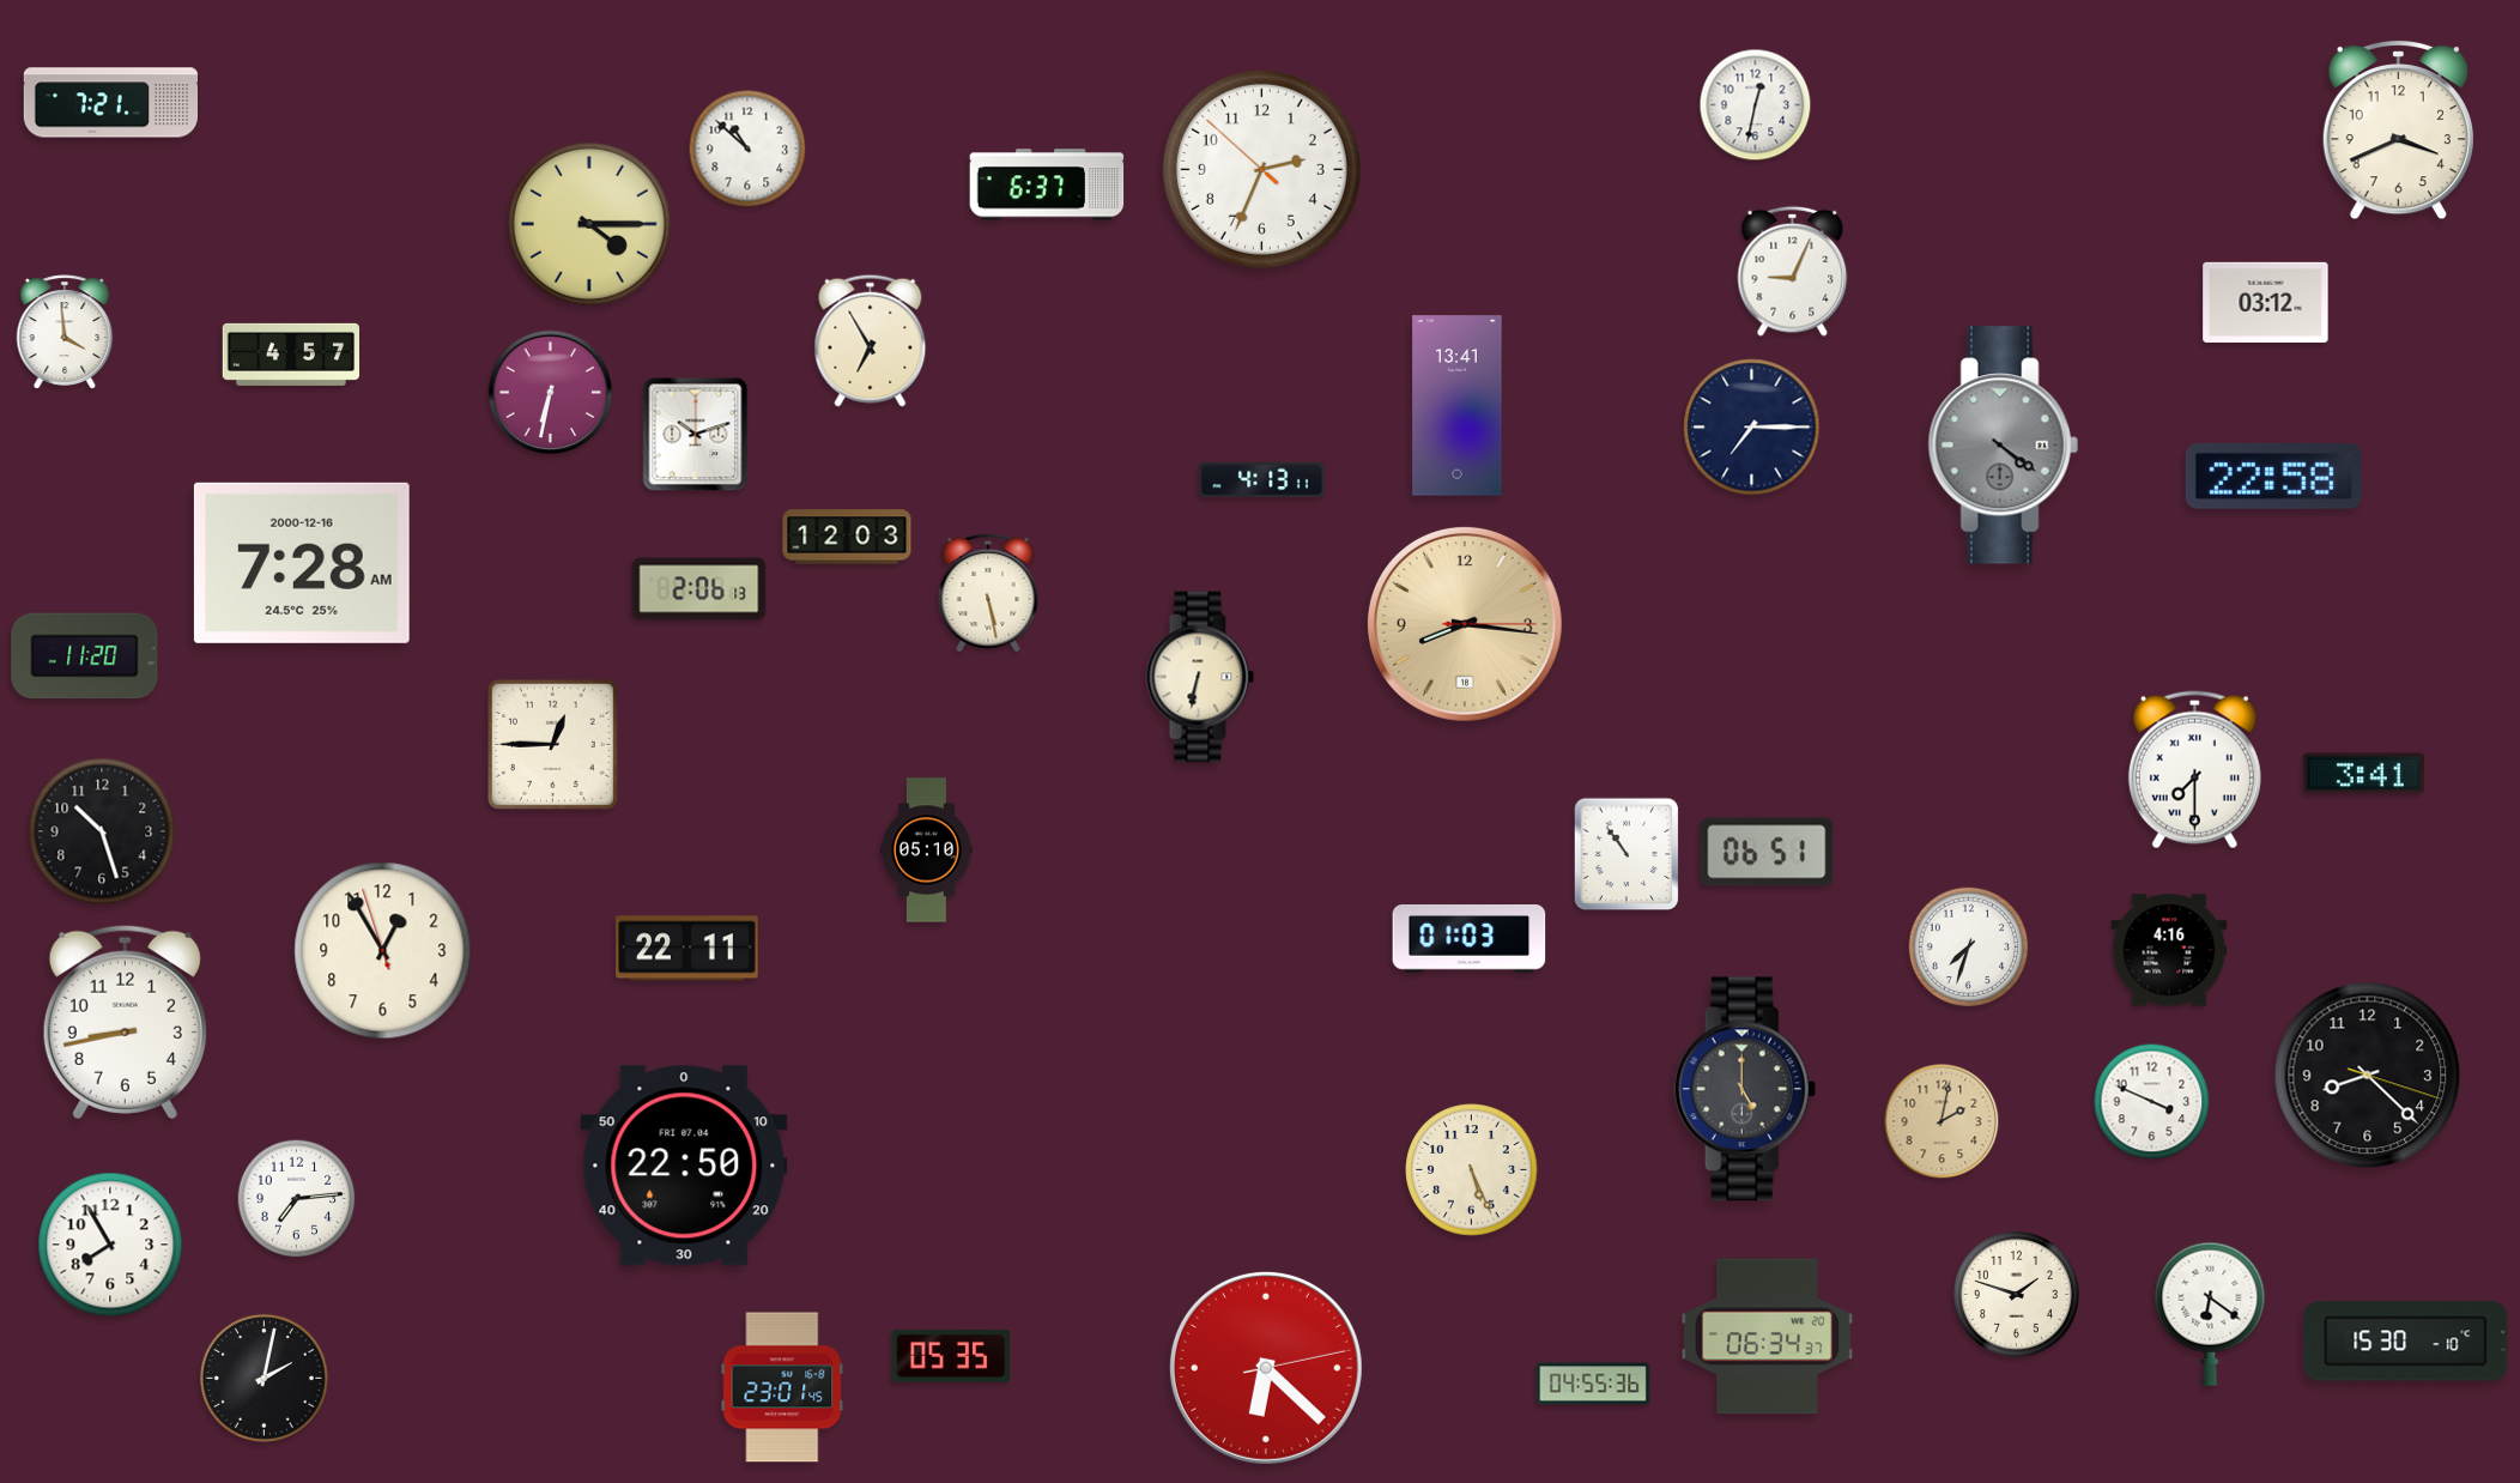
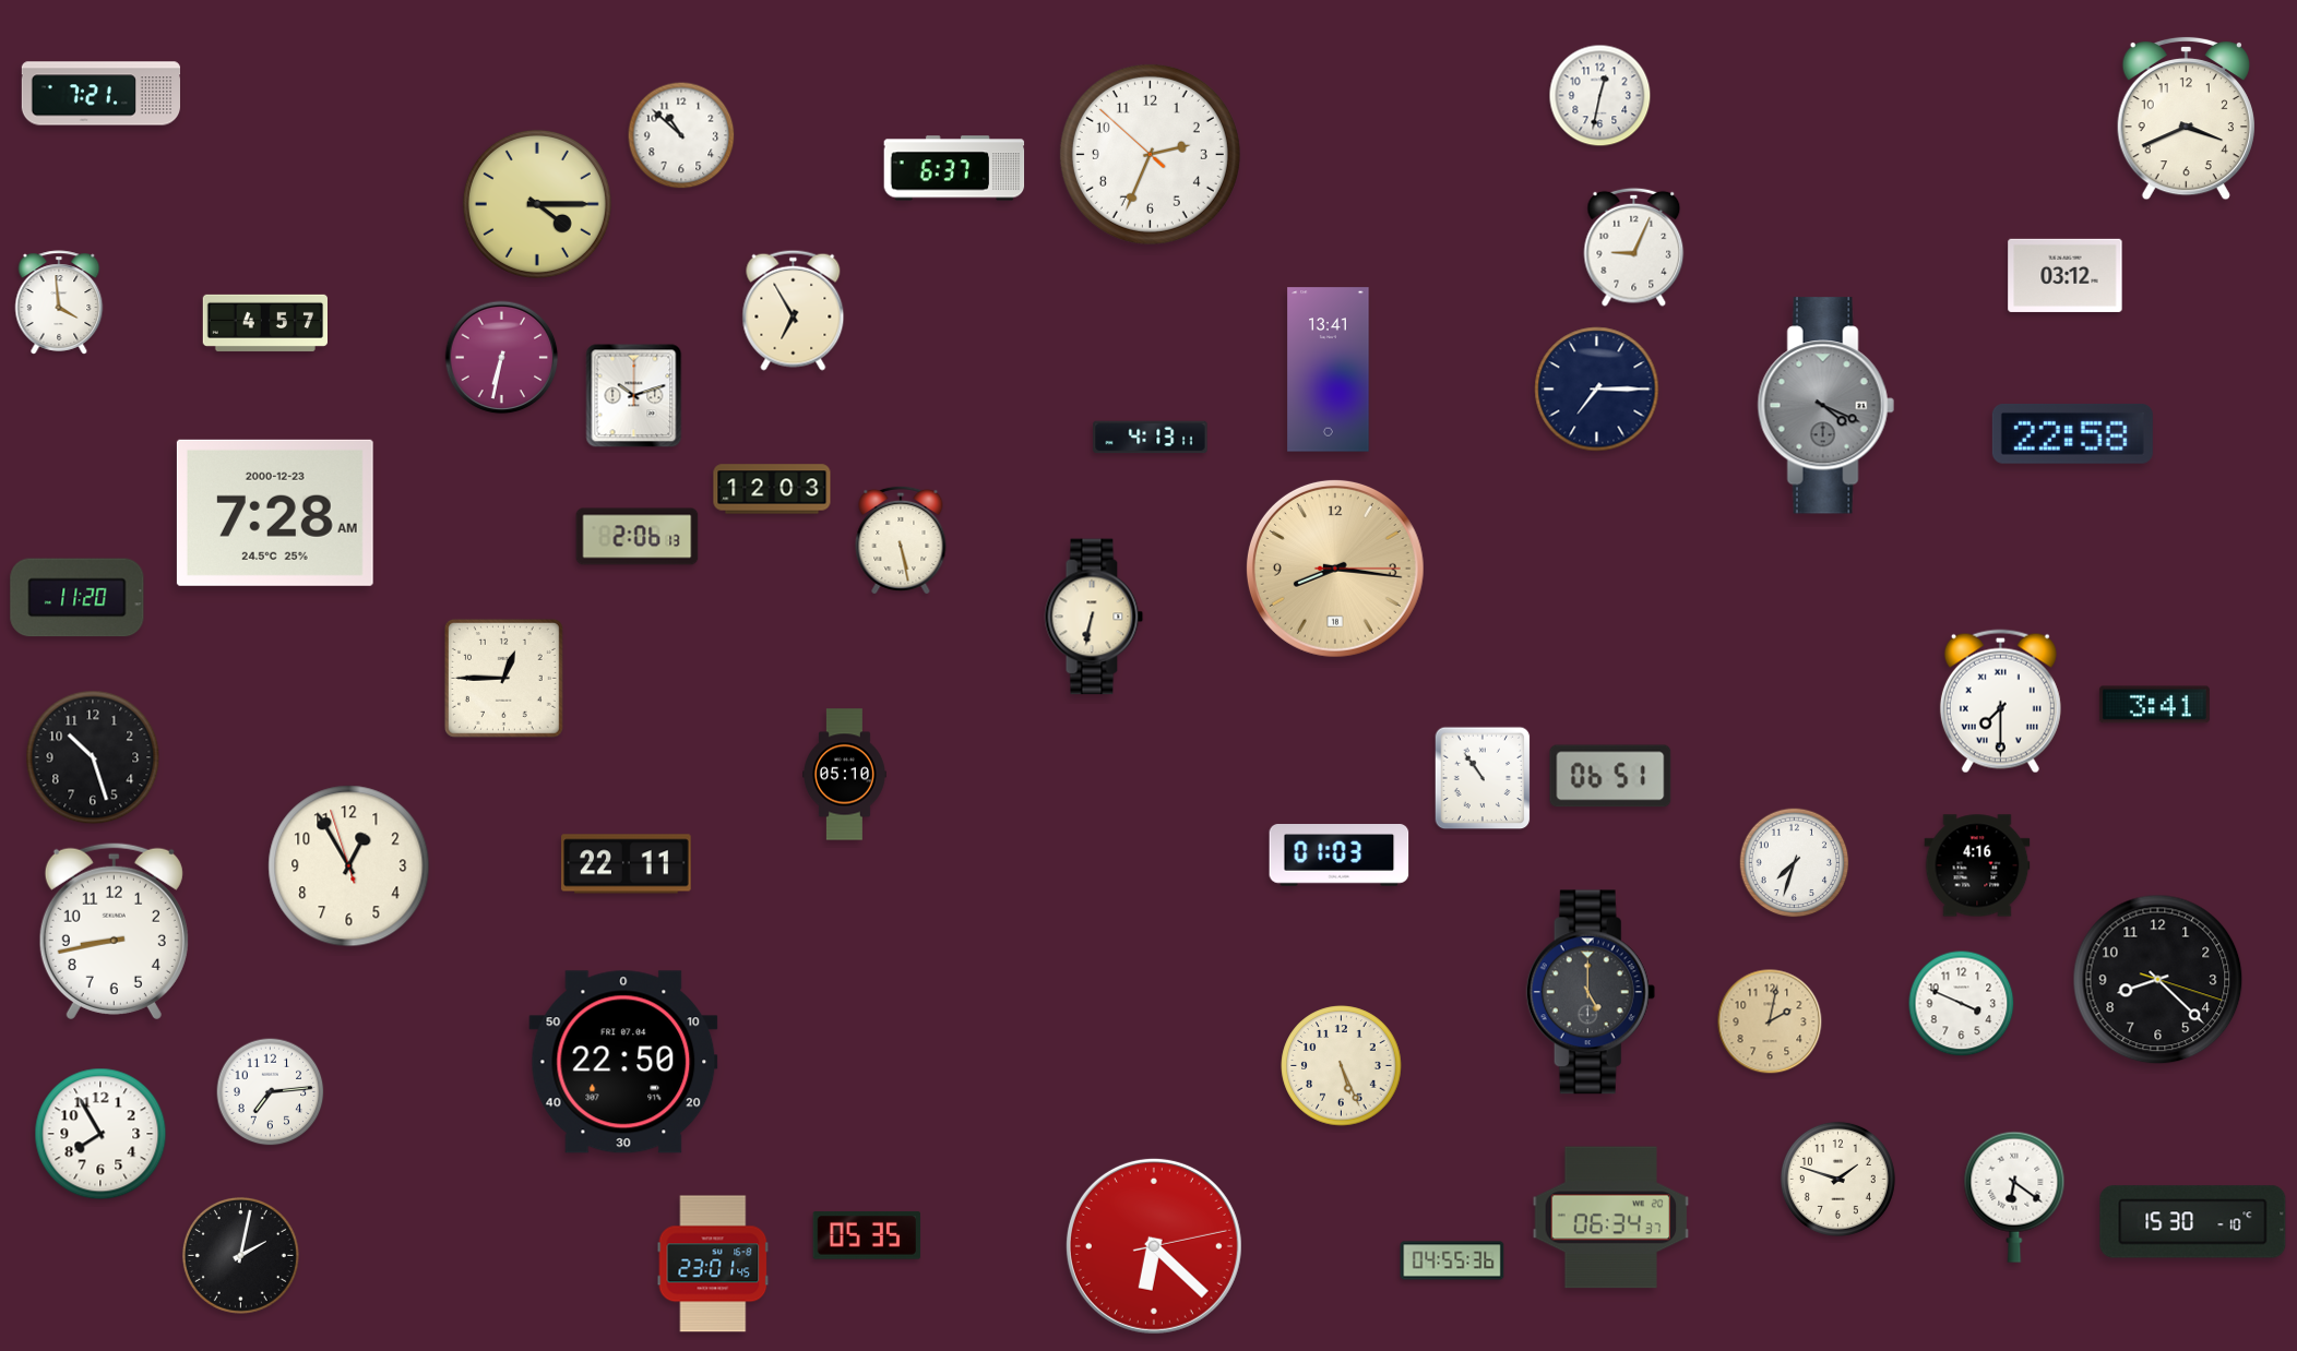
clock at (2003, 446): 4:21 -> 4:19
clock at (302, 563) date: 2000-12-16 -> 2000-12-23
